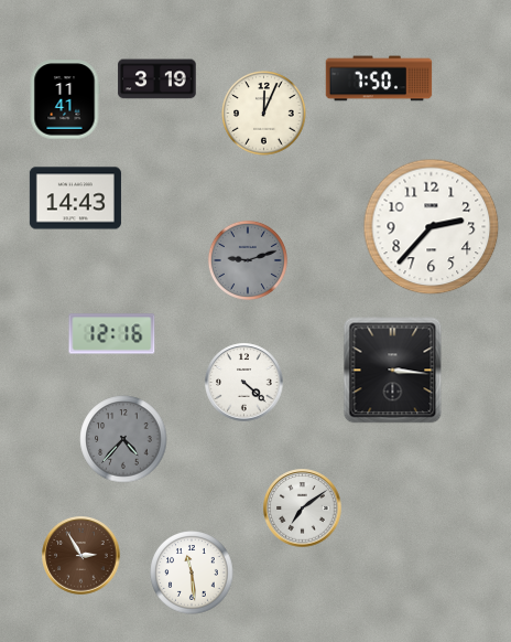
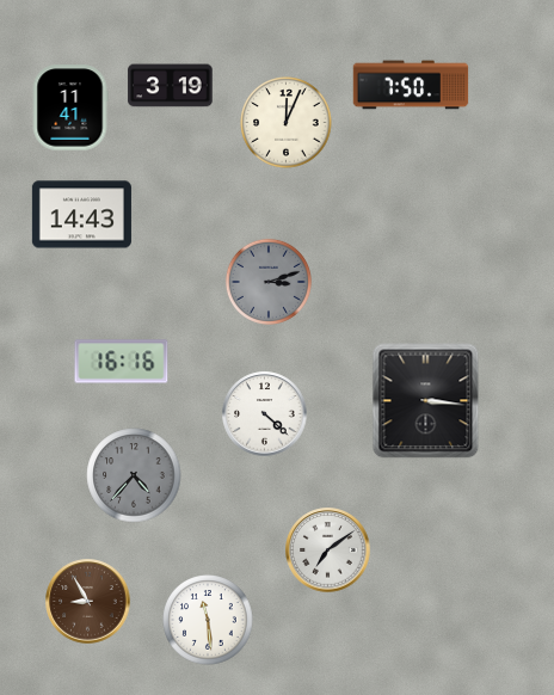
clock at (432, 227): 2:37 -> none
clock at (248, 260): 9:12 -> 3:12
clock at (112, 334): 12:16 -> 16:16
clock at (81, 556): 2:55 -> 8:55
